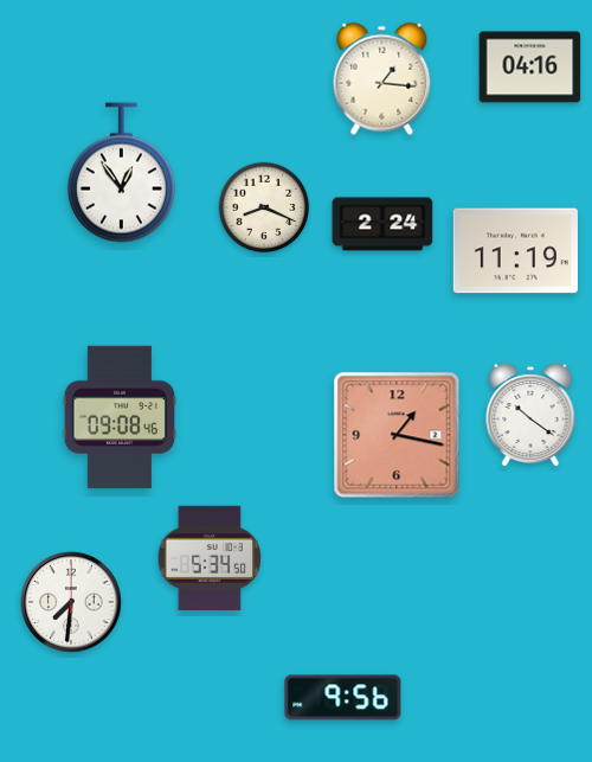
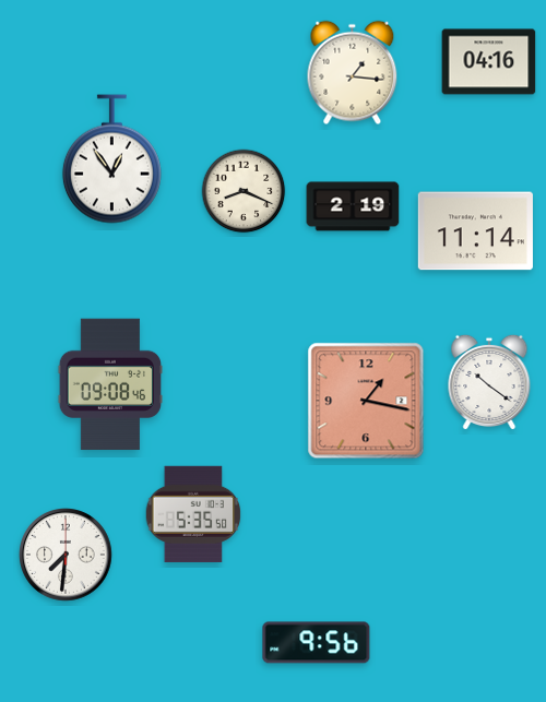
clock at (382, 224): 2:24 -> 2:19
clock at (515, 251): 11:19 -> 11:14
clock at (210, 558): 5:34 -> 5:35
